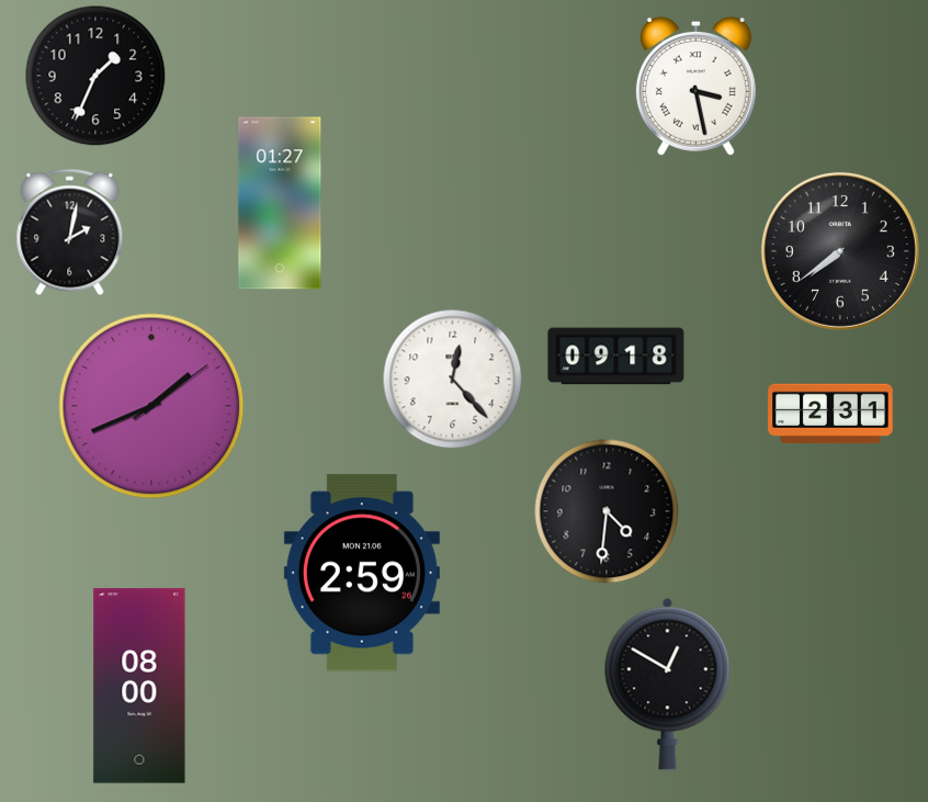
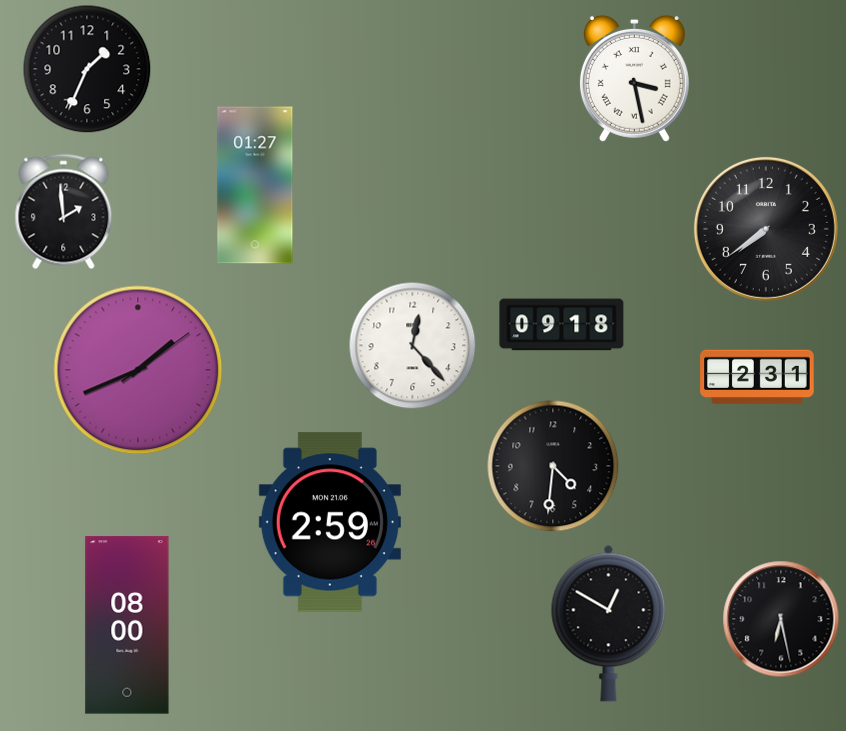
clock at (70, 233): 2:02 -> 1:59
clock at (781, 619): none -> 6:28
